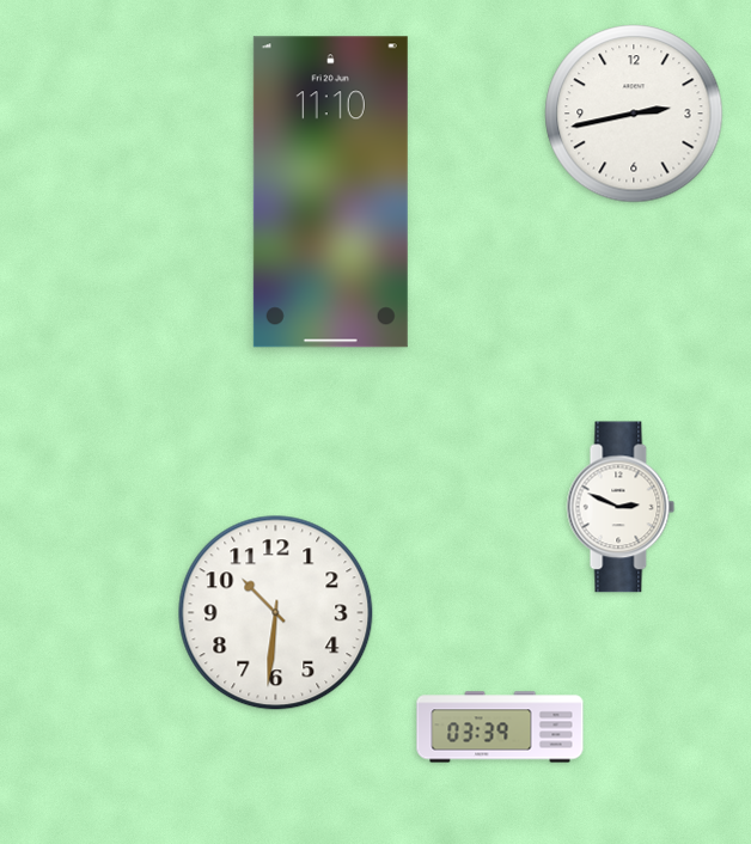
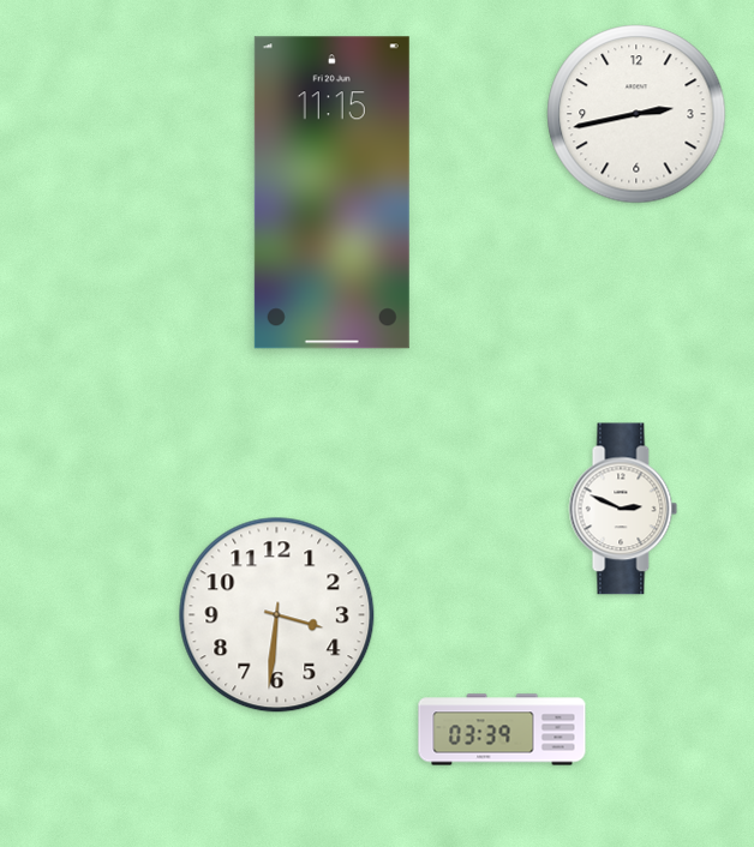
clock at (330, 192): 11:10 -> 11:15
clock at (276, 613): 10:31 -> 3:31
